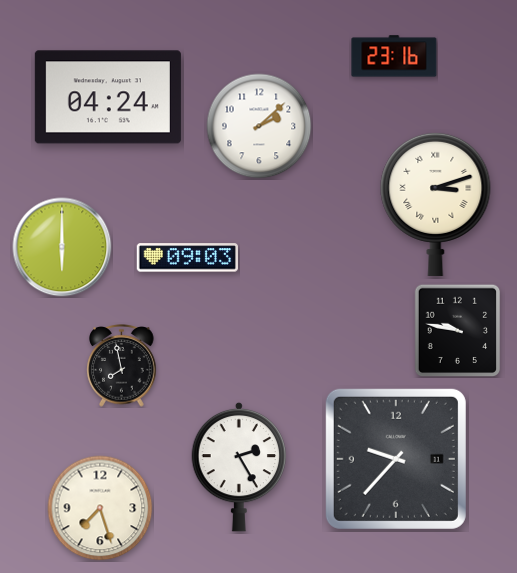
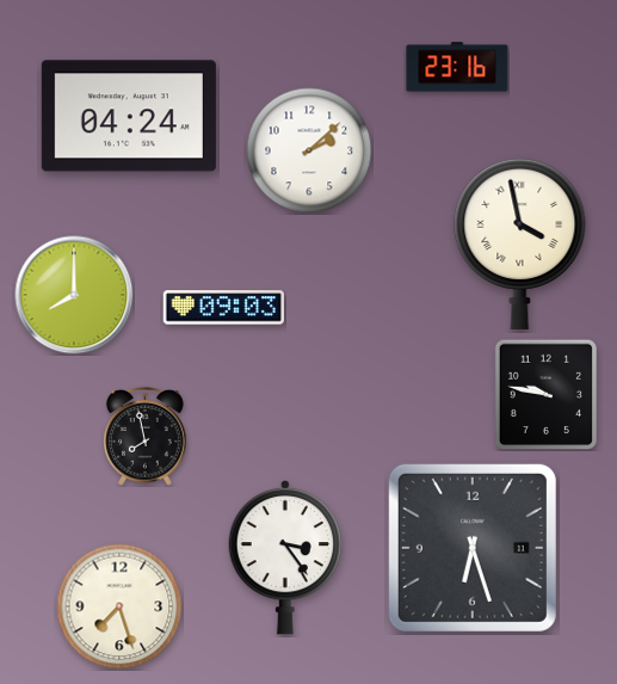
clock at (394, 56) position: (394, 56) -> (457, 67)
clock at (436, 204): 3:12 -> 3:58
clock at (62, 247): 6:00 -> 8:00
clock at (396, 459): 9:37 -> 6:27
clock at (239, 467): 2:25 -> 3:24
